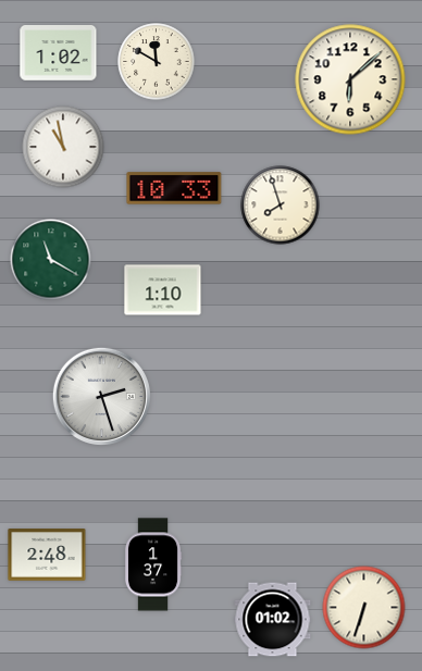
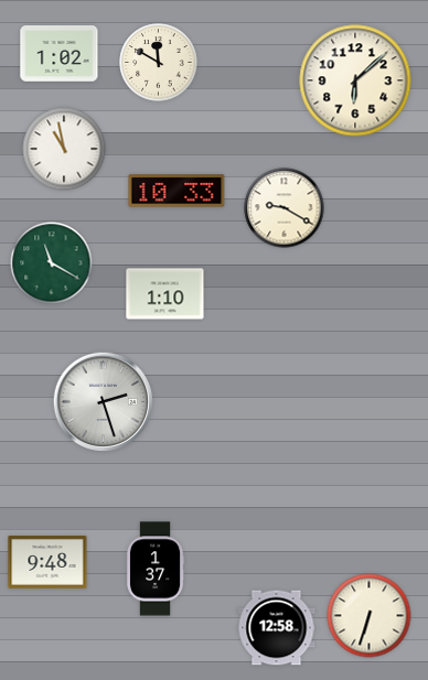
clock at (281, 206): 7:57 -> 9:20
clock at (47, 555): 2:48 -> 9:48
clock at (153, 564) position: (153, 564) -> (156, 569)
clock at (273, 620): 01:02 -> 12:58
